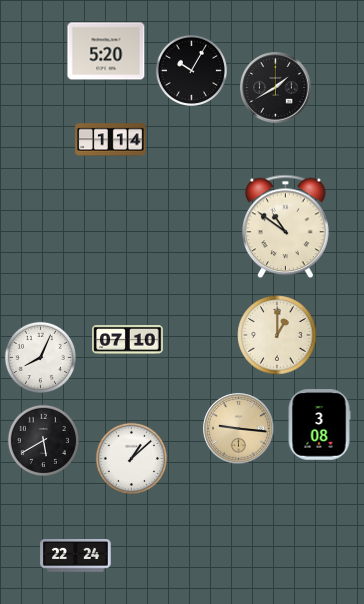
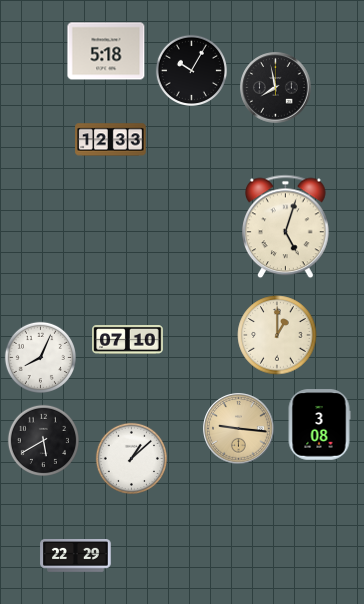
clock at (106, 51): 5:20 -> 5:18
clock at (276, 88): 1:40 -> 7:58
clock at (111, 140): 1:14 -> 12:33
clock at (286, 227): 10:51 -> 5:03
clock at (76, 556): 22:24 -> 22:29
